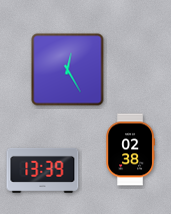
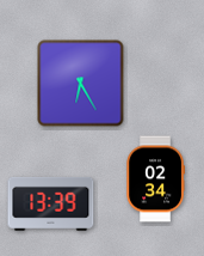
clock at (68, 70): 12:25 -> 6:25
clock at (130, 150): 02:38 -> 02:34
